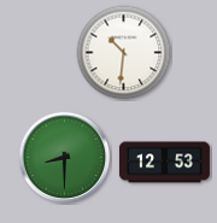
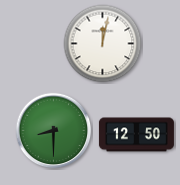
clock at (124, 53): 10:31 -> 12:02
clock at (164, 163): 12:53 -> 12:50
